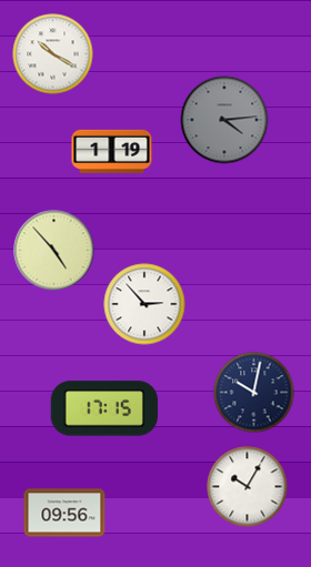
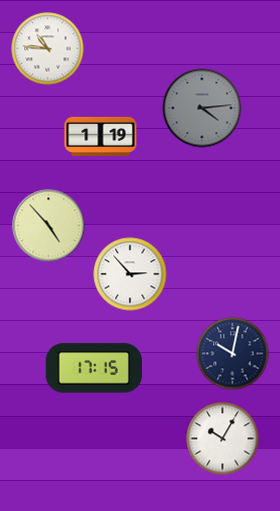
clock at (53, 54): 10:20 -> 10:46
clock at (254, 393) position: (254, 393) -> (233, 354)
clock at (64, 513): 09:56 -> none
